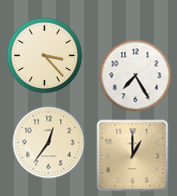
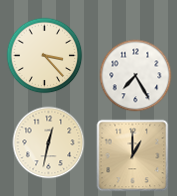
clock at (49, 143): 12:36 -> 12:32
